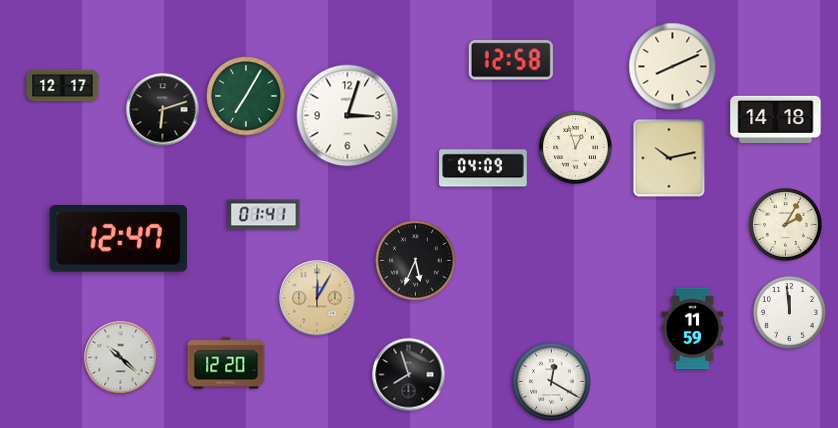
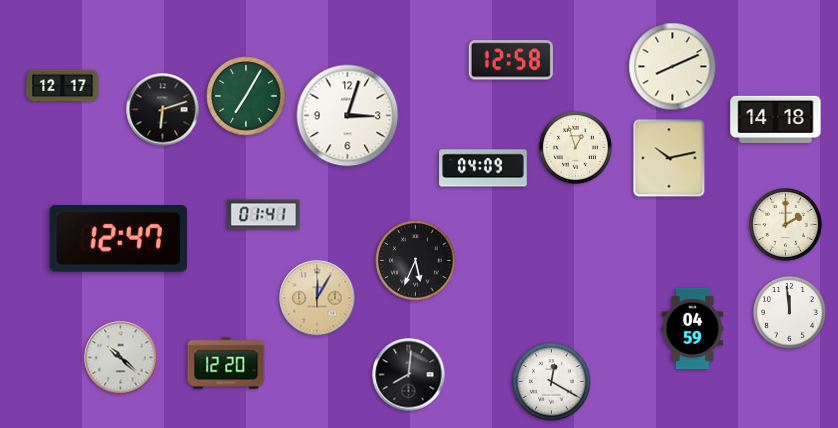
clock at (786, 225): 2:05 -> 2:00
clock at (693, 329): 11:59 -> 04:59
clock at (409, 375): 7:57 -> 8:01
